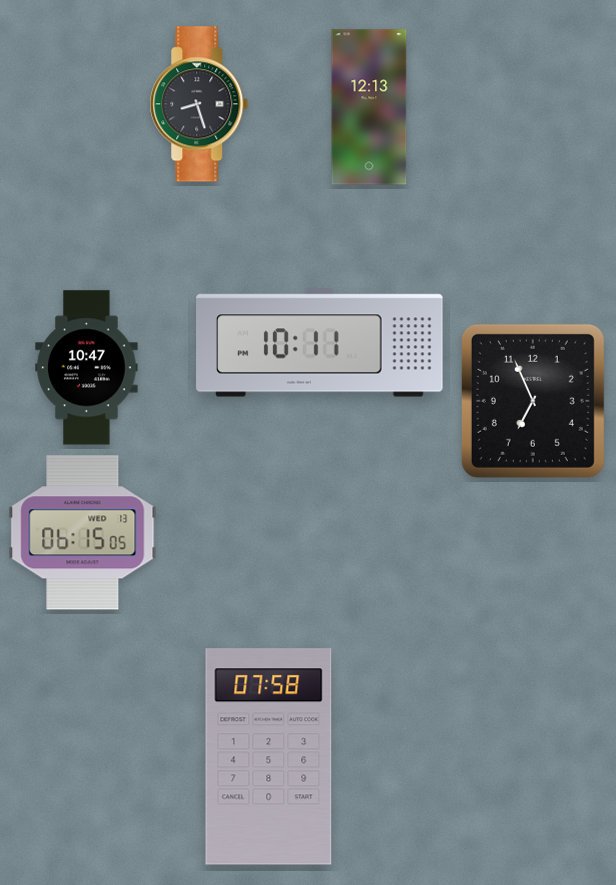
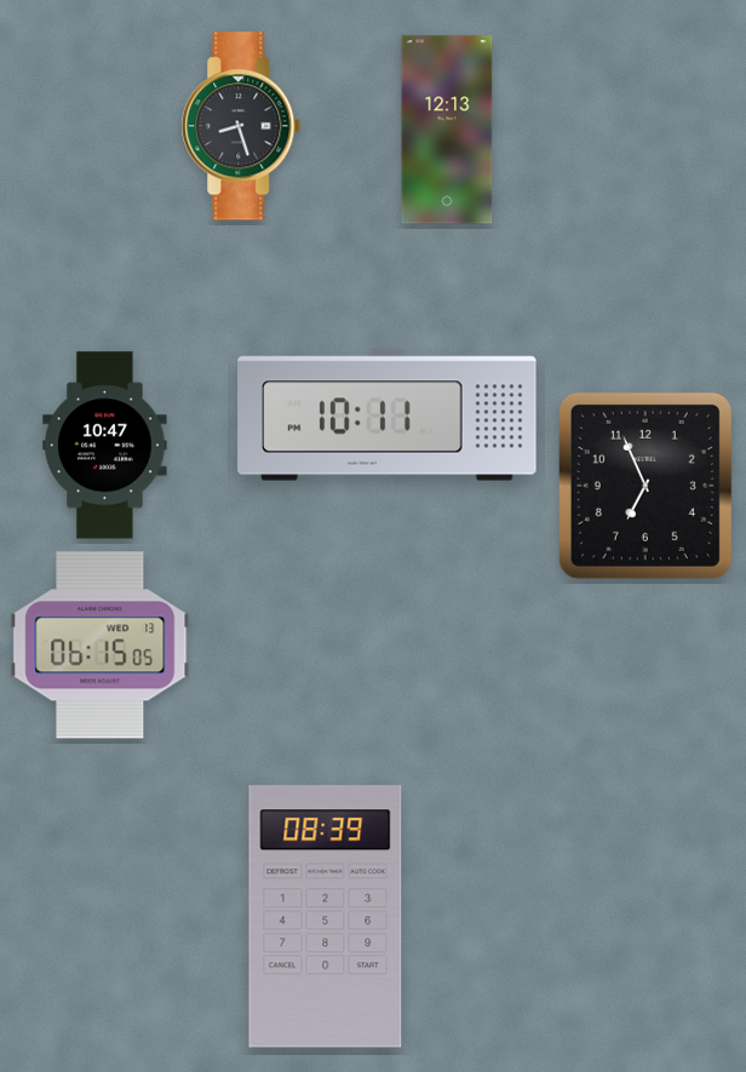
clock at (269, 757): 07:58 -> 08:39
